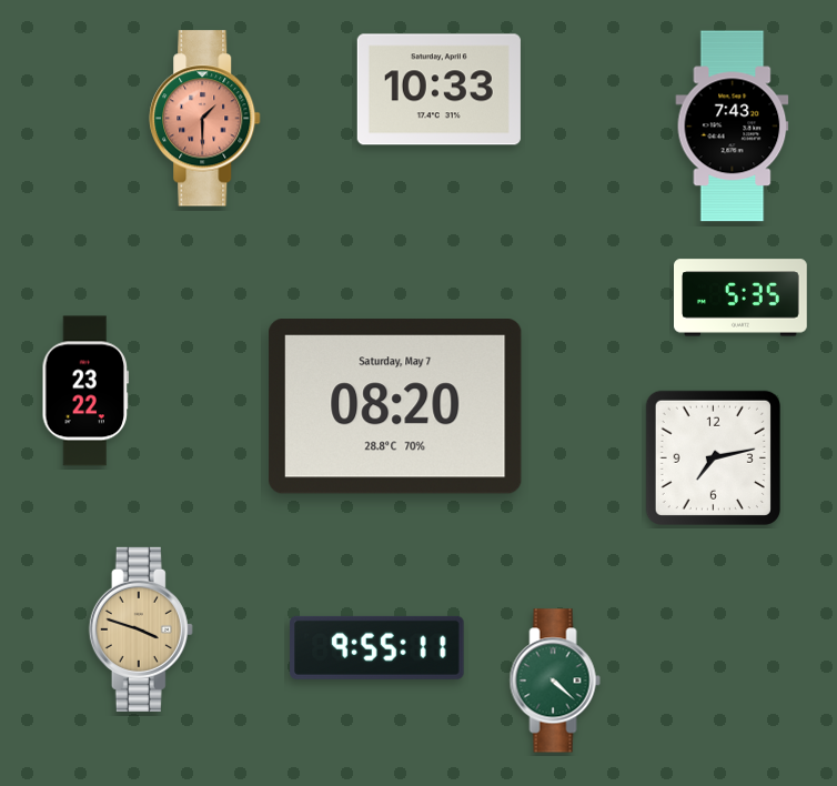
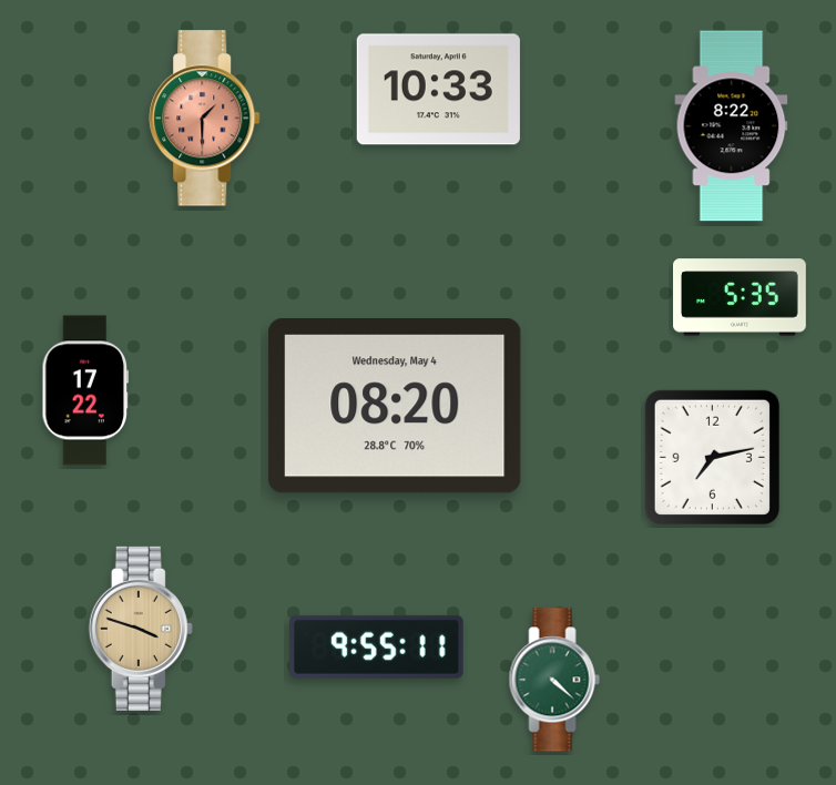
clock at (733, 127): 7:43 -> 8:22
clock at (85, 391): 23:22 -> 17:22
clock at (395, 406) date: Saturday, May 7 -> Wednesday, May 4
